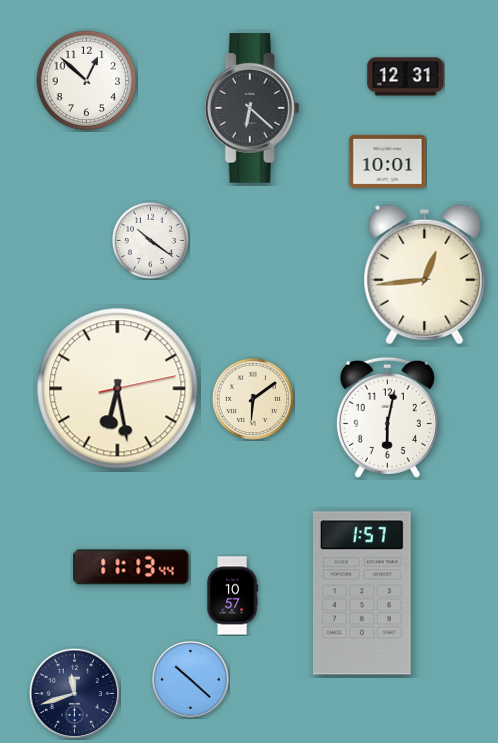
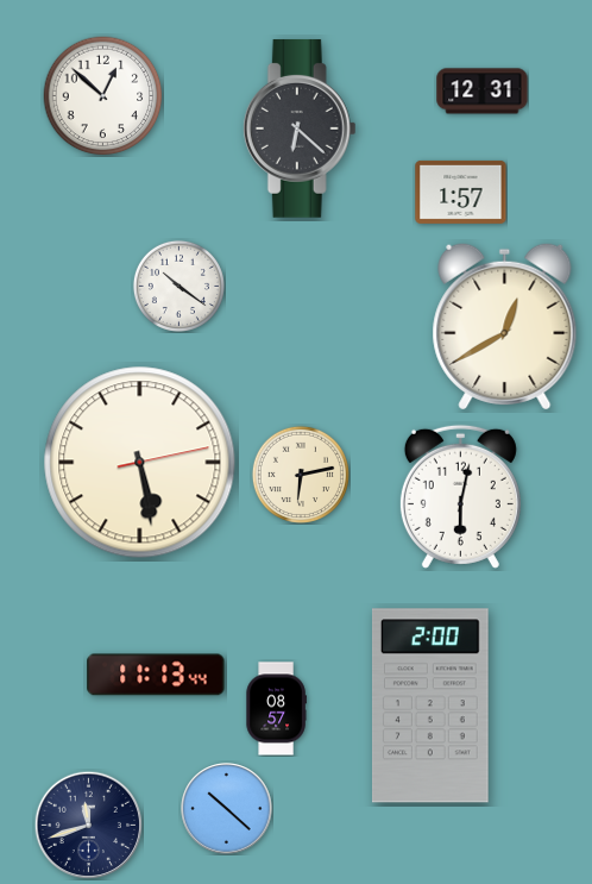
clock at (388, 161): 10:01 -> 1:57
clock at (425, 275): 12:44 -> 12:40
clock at (118, 389): 6:28 -> 5:28
clock at (253, 399): 6:09 -> 6:13
clock at (362, 593): 1:57 -> 2:00
clock at (232, 596): 10:57 -> 08:57
